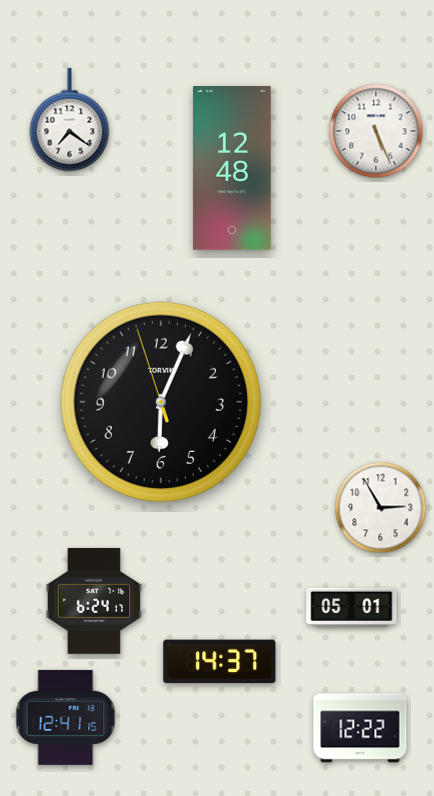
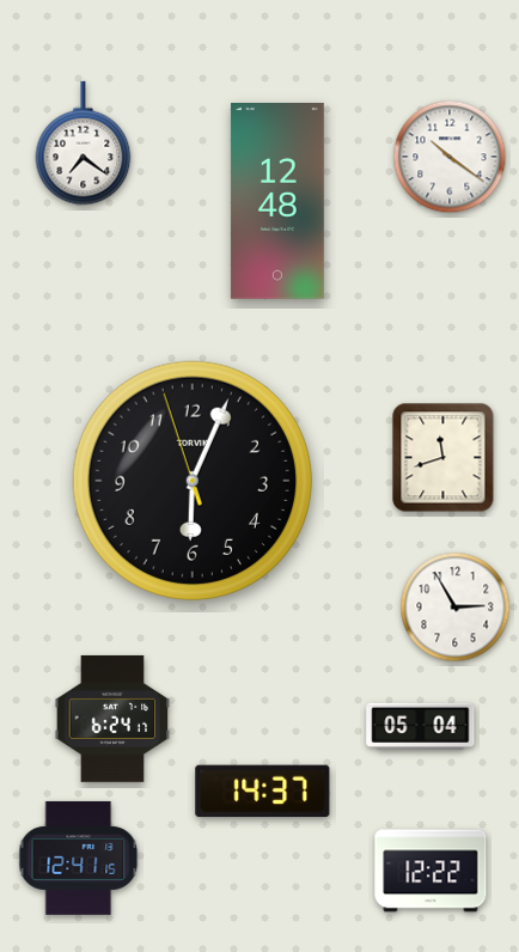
clock at (376, 131): 5:26 -> 10:21
clock at (444, 458): none -> 11:42
clock at (352, 607): 05:01 -> 05:04
